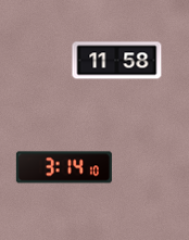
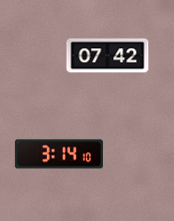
clock at (117, 61): 11:58 -> 07:42
